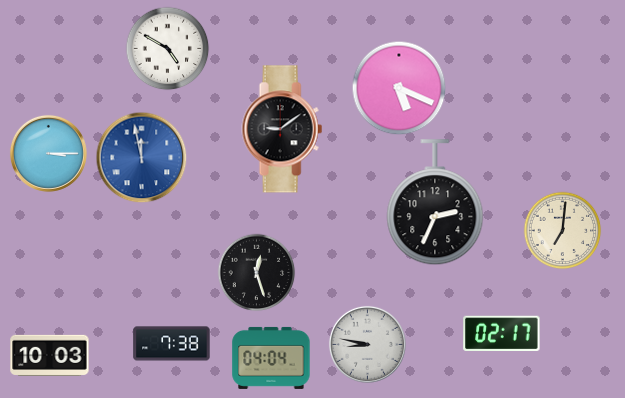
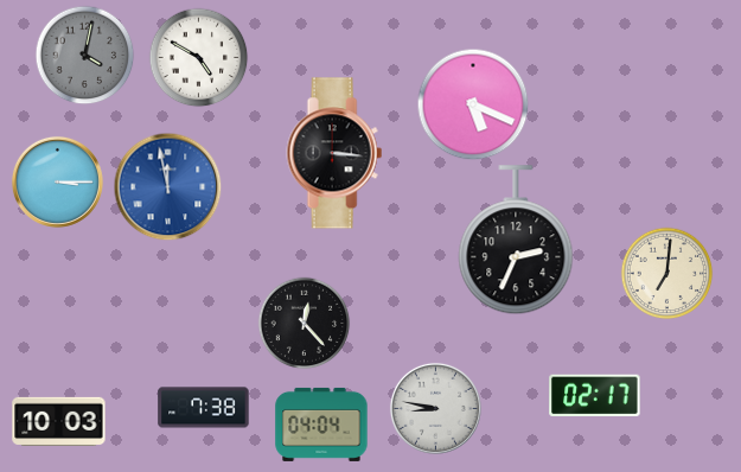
clock at (84, 55): none -> 4:02
clock at (282, 129): 9:09 -> 3:16
clock at (256, 272): 12:27 -> 12:23
